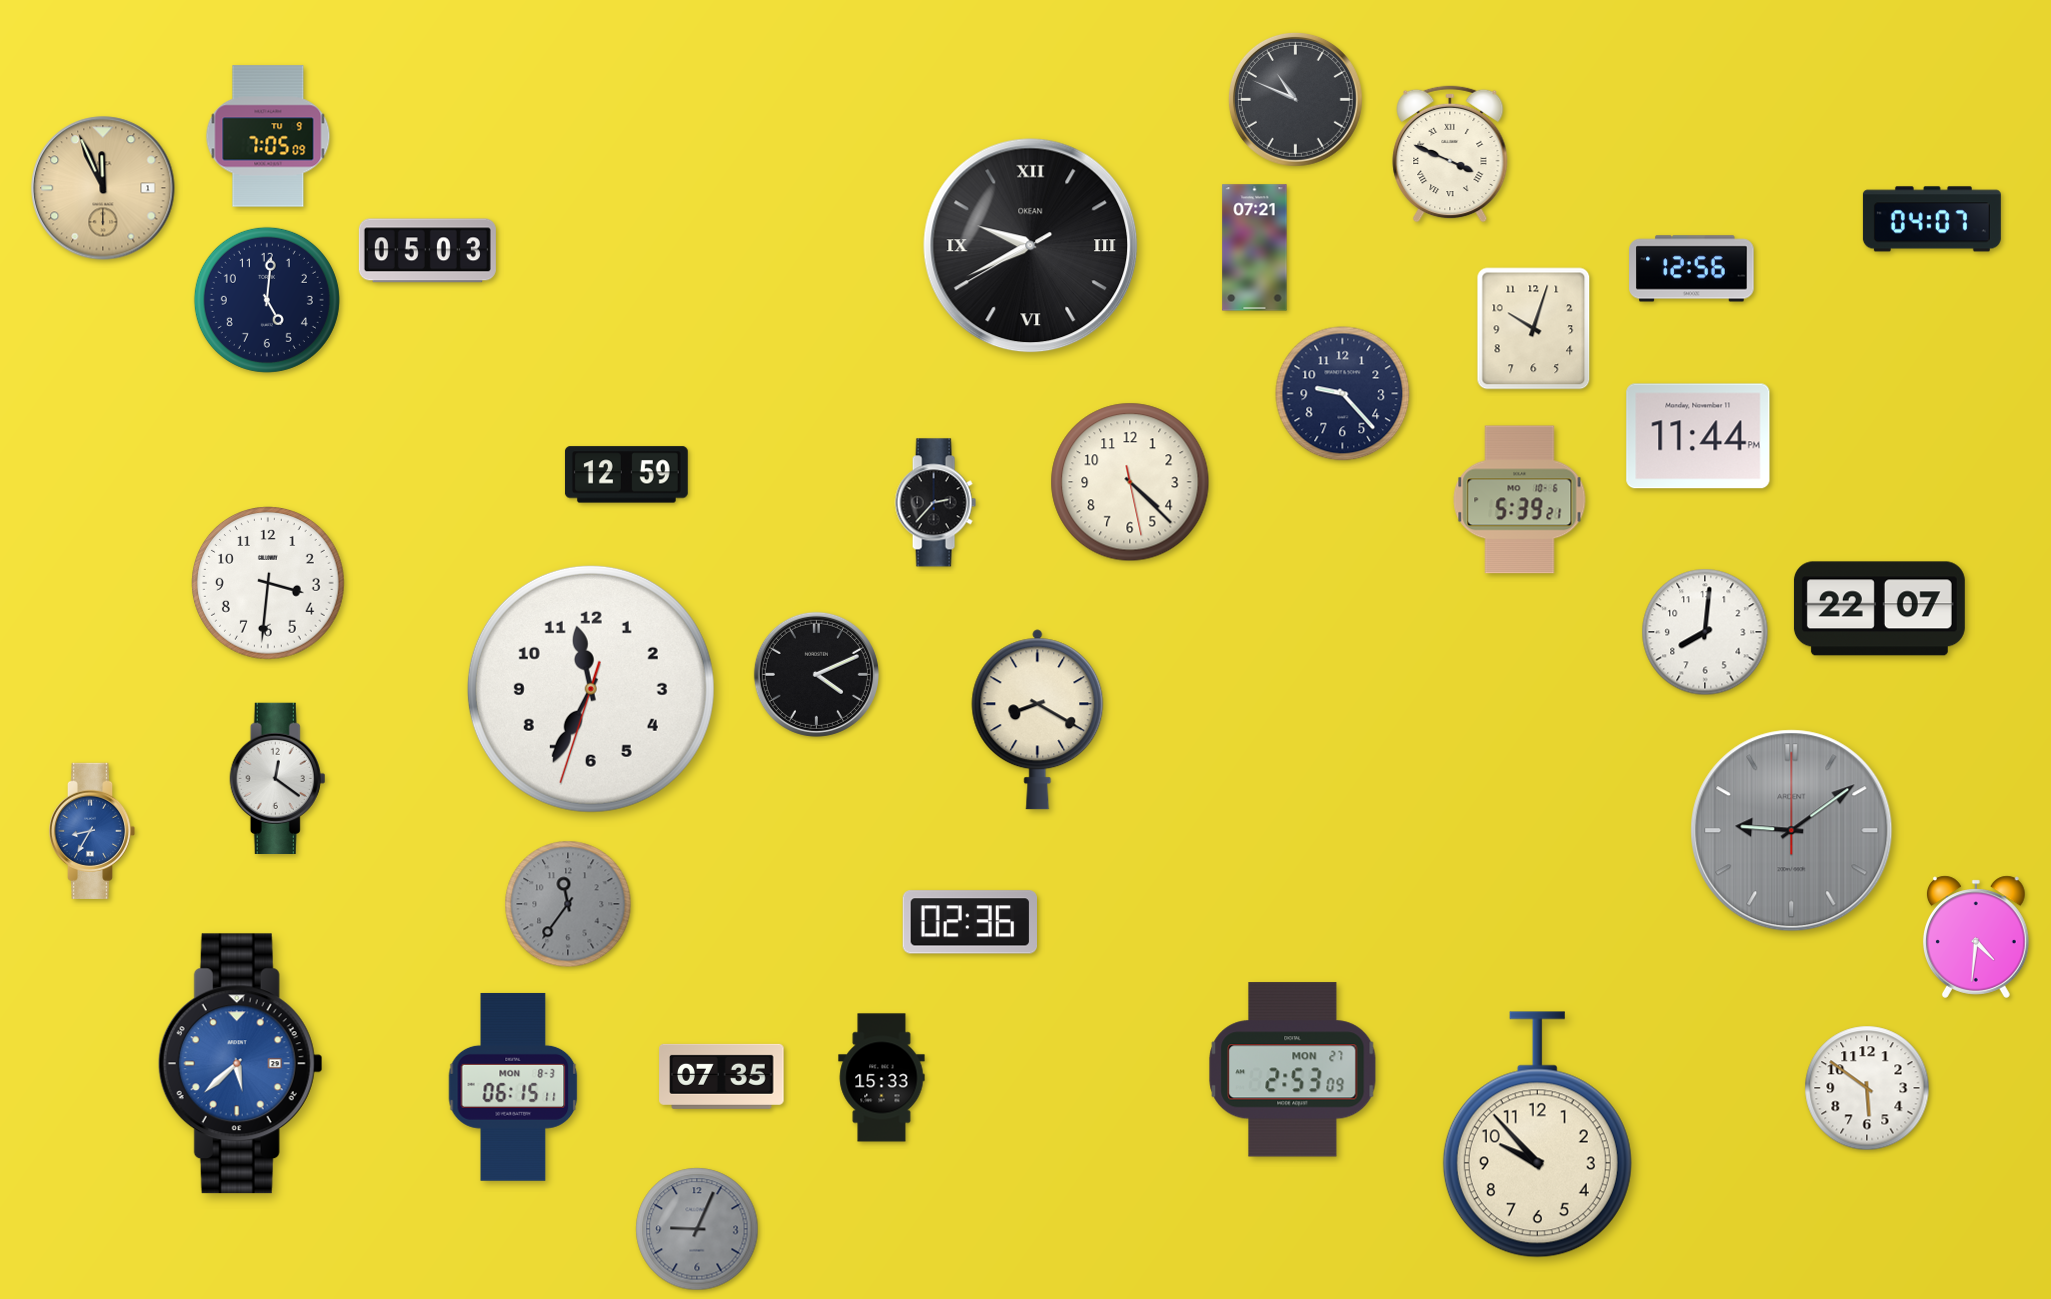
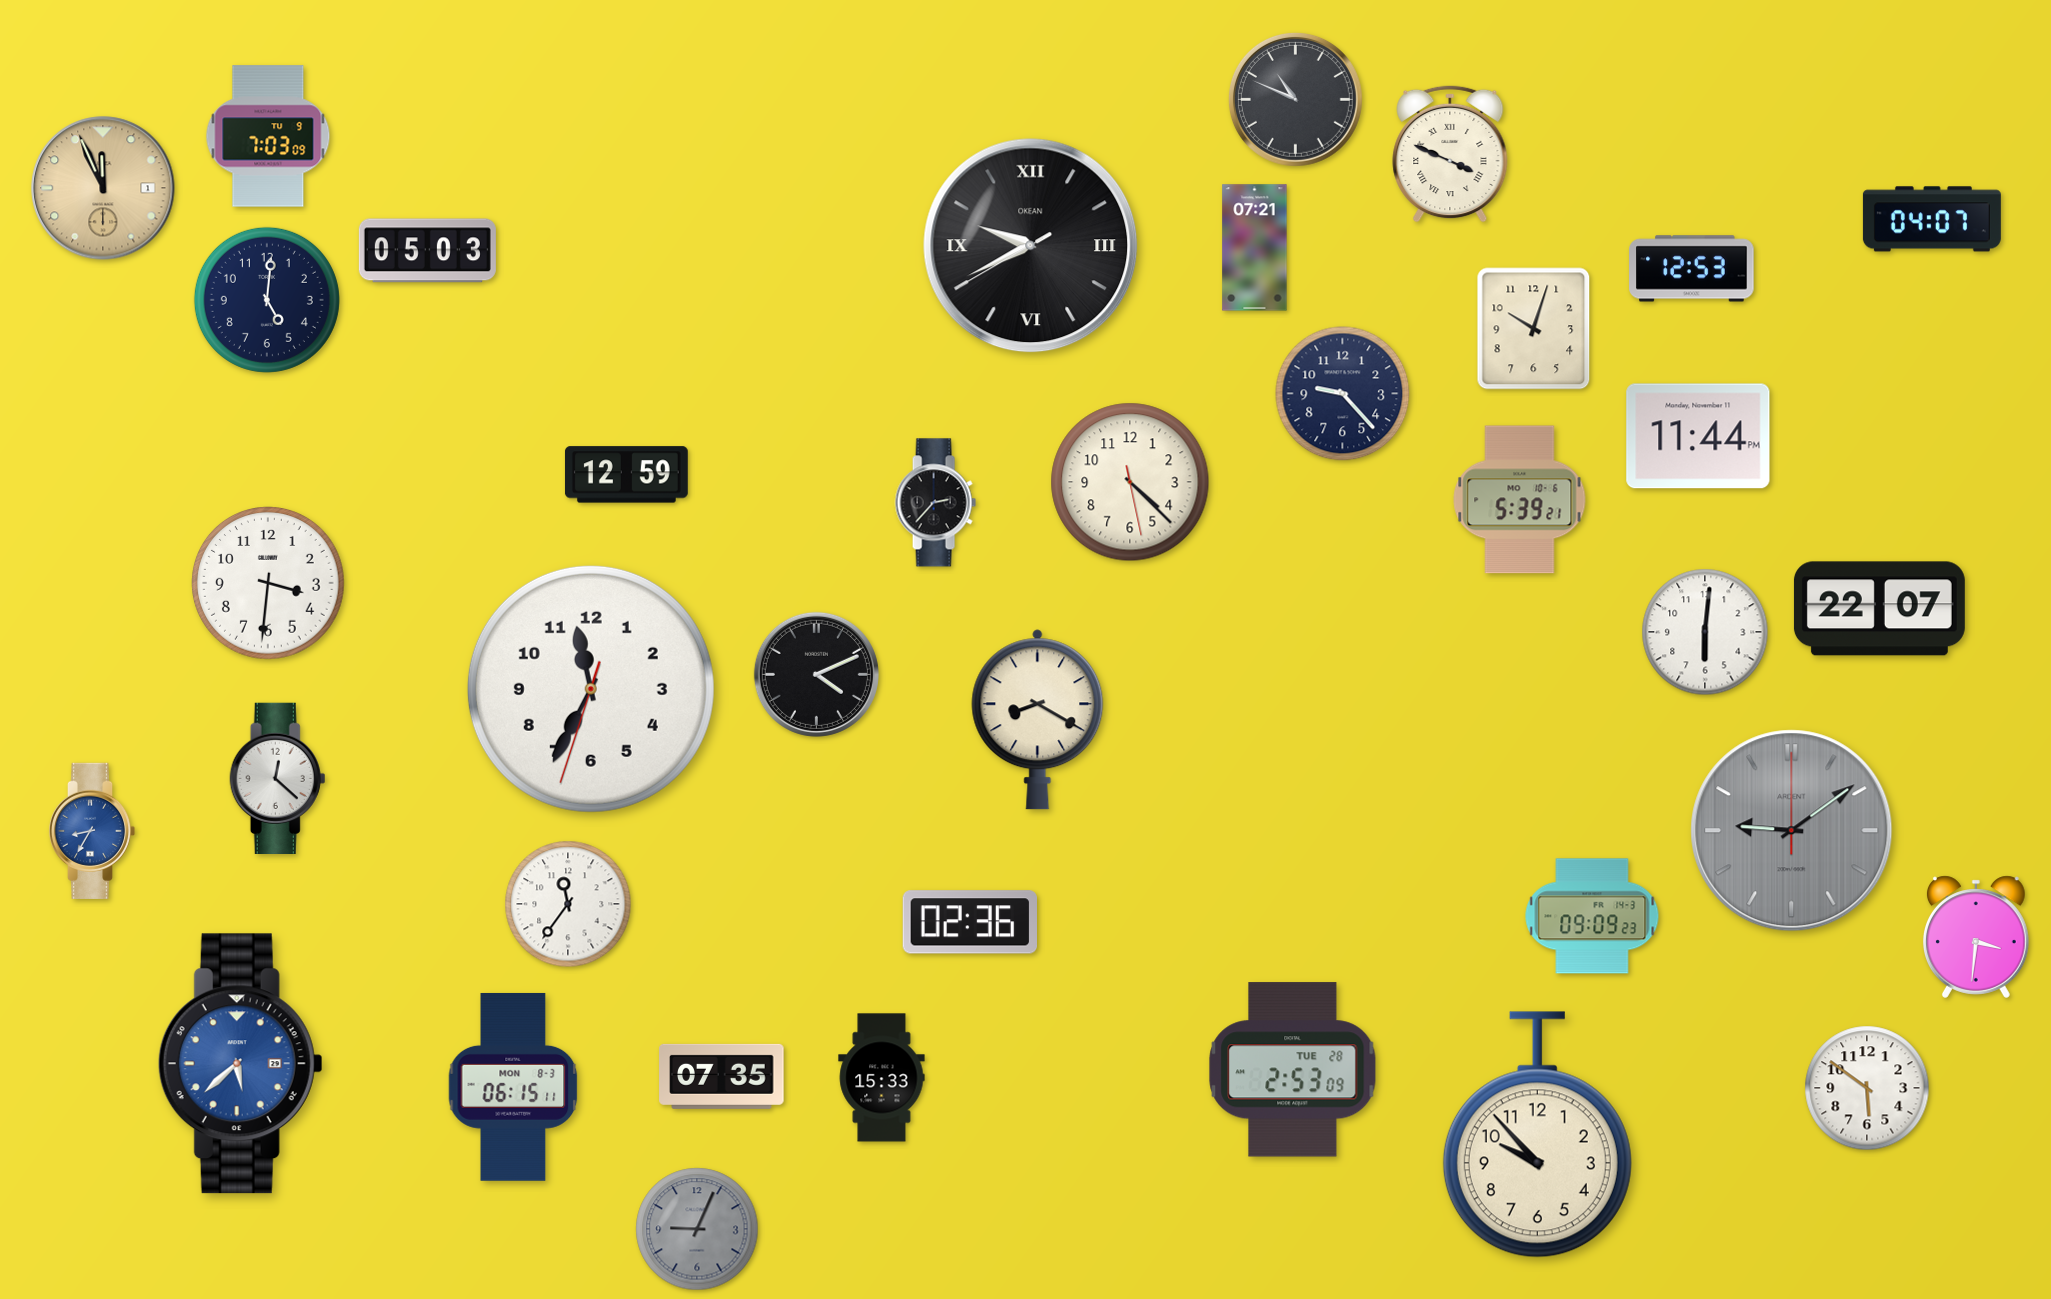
clock at (268, 136): 7:05 -> 7:03
clock at (1692, 269): 12:56 -> 12:53
clock at (1705, 632): 8:01 -> 6:01
clock at (278, 778): 12:21 -> 12:22
clock at (568, 904) dial: grey -> white
clock at (1592, 916): none -> 09:09
clock at (1976, 937): 4:31 -> 3:31
clock at (1293, 1070) date: MON 27 -> TUE 28
